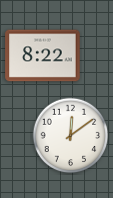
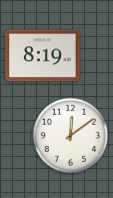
clock at (43, 56): 8:22 -> 8:19
